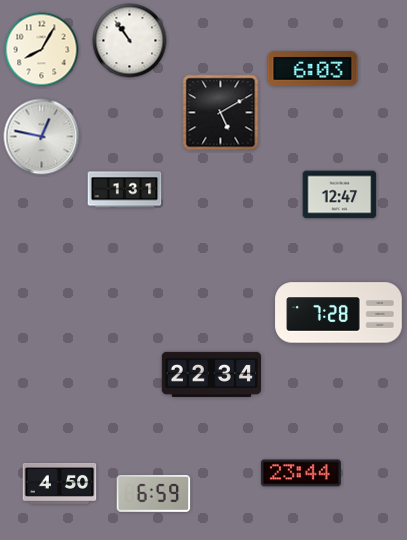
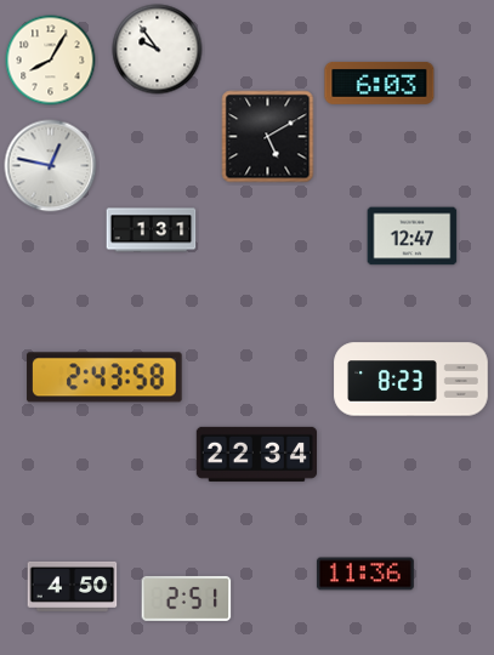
clock at (130, 41): 10:54 -> 9:54
clock at (104, 377): none -> 2:43
clock at (339, 313): 7:28 -> 8:23
clock at (301, 473): 23:44 -> 11:36
clock at (154, 493): 6:59 -> 2:51
